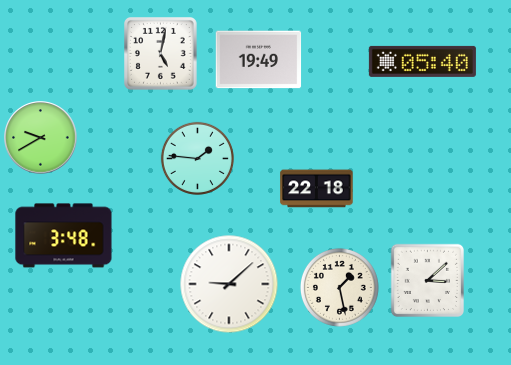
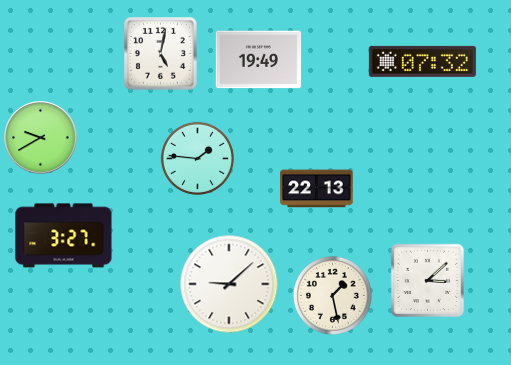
clock at (422, 61): 05:40 -> 07:32
clock at (317, 189): 22:18 -> 22:13
clock at (64, 236): 3:48 -> 3:27
clock at (339, 287) position: (339, 287) -> (332, 295)
